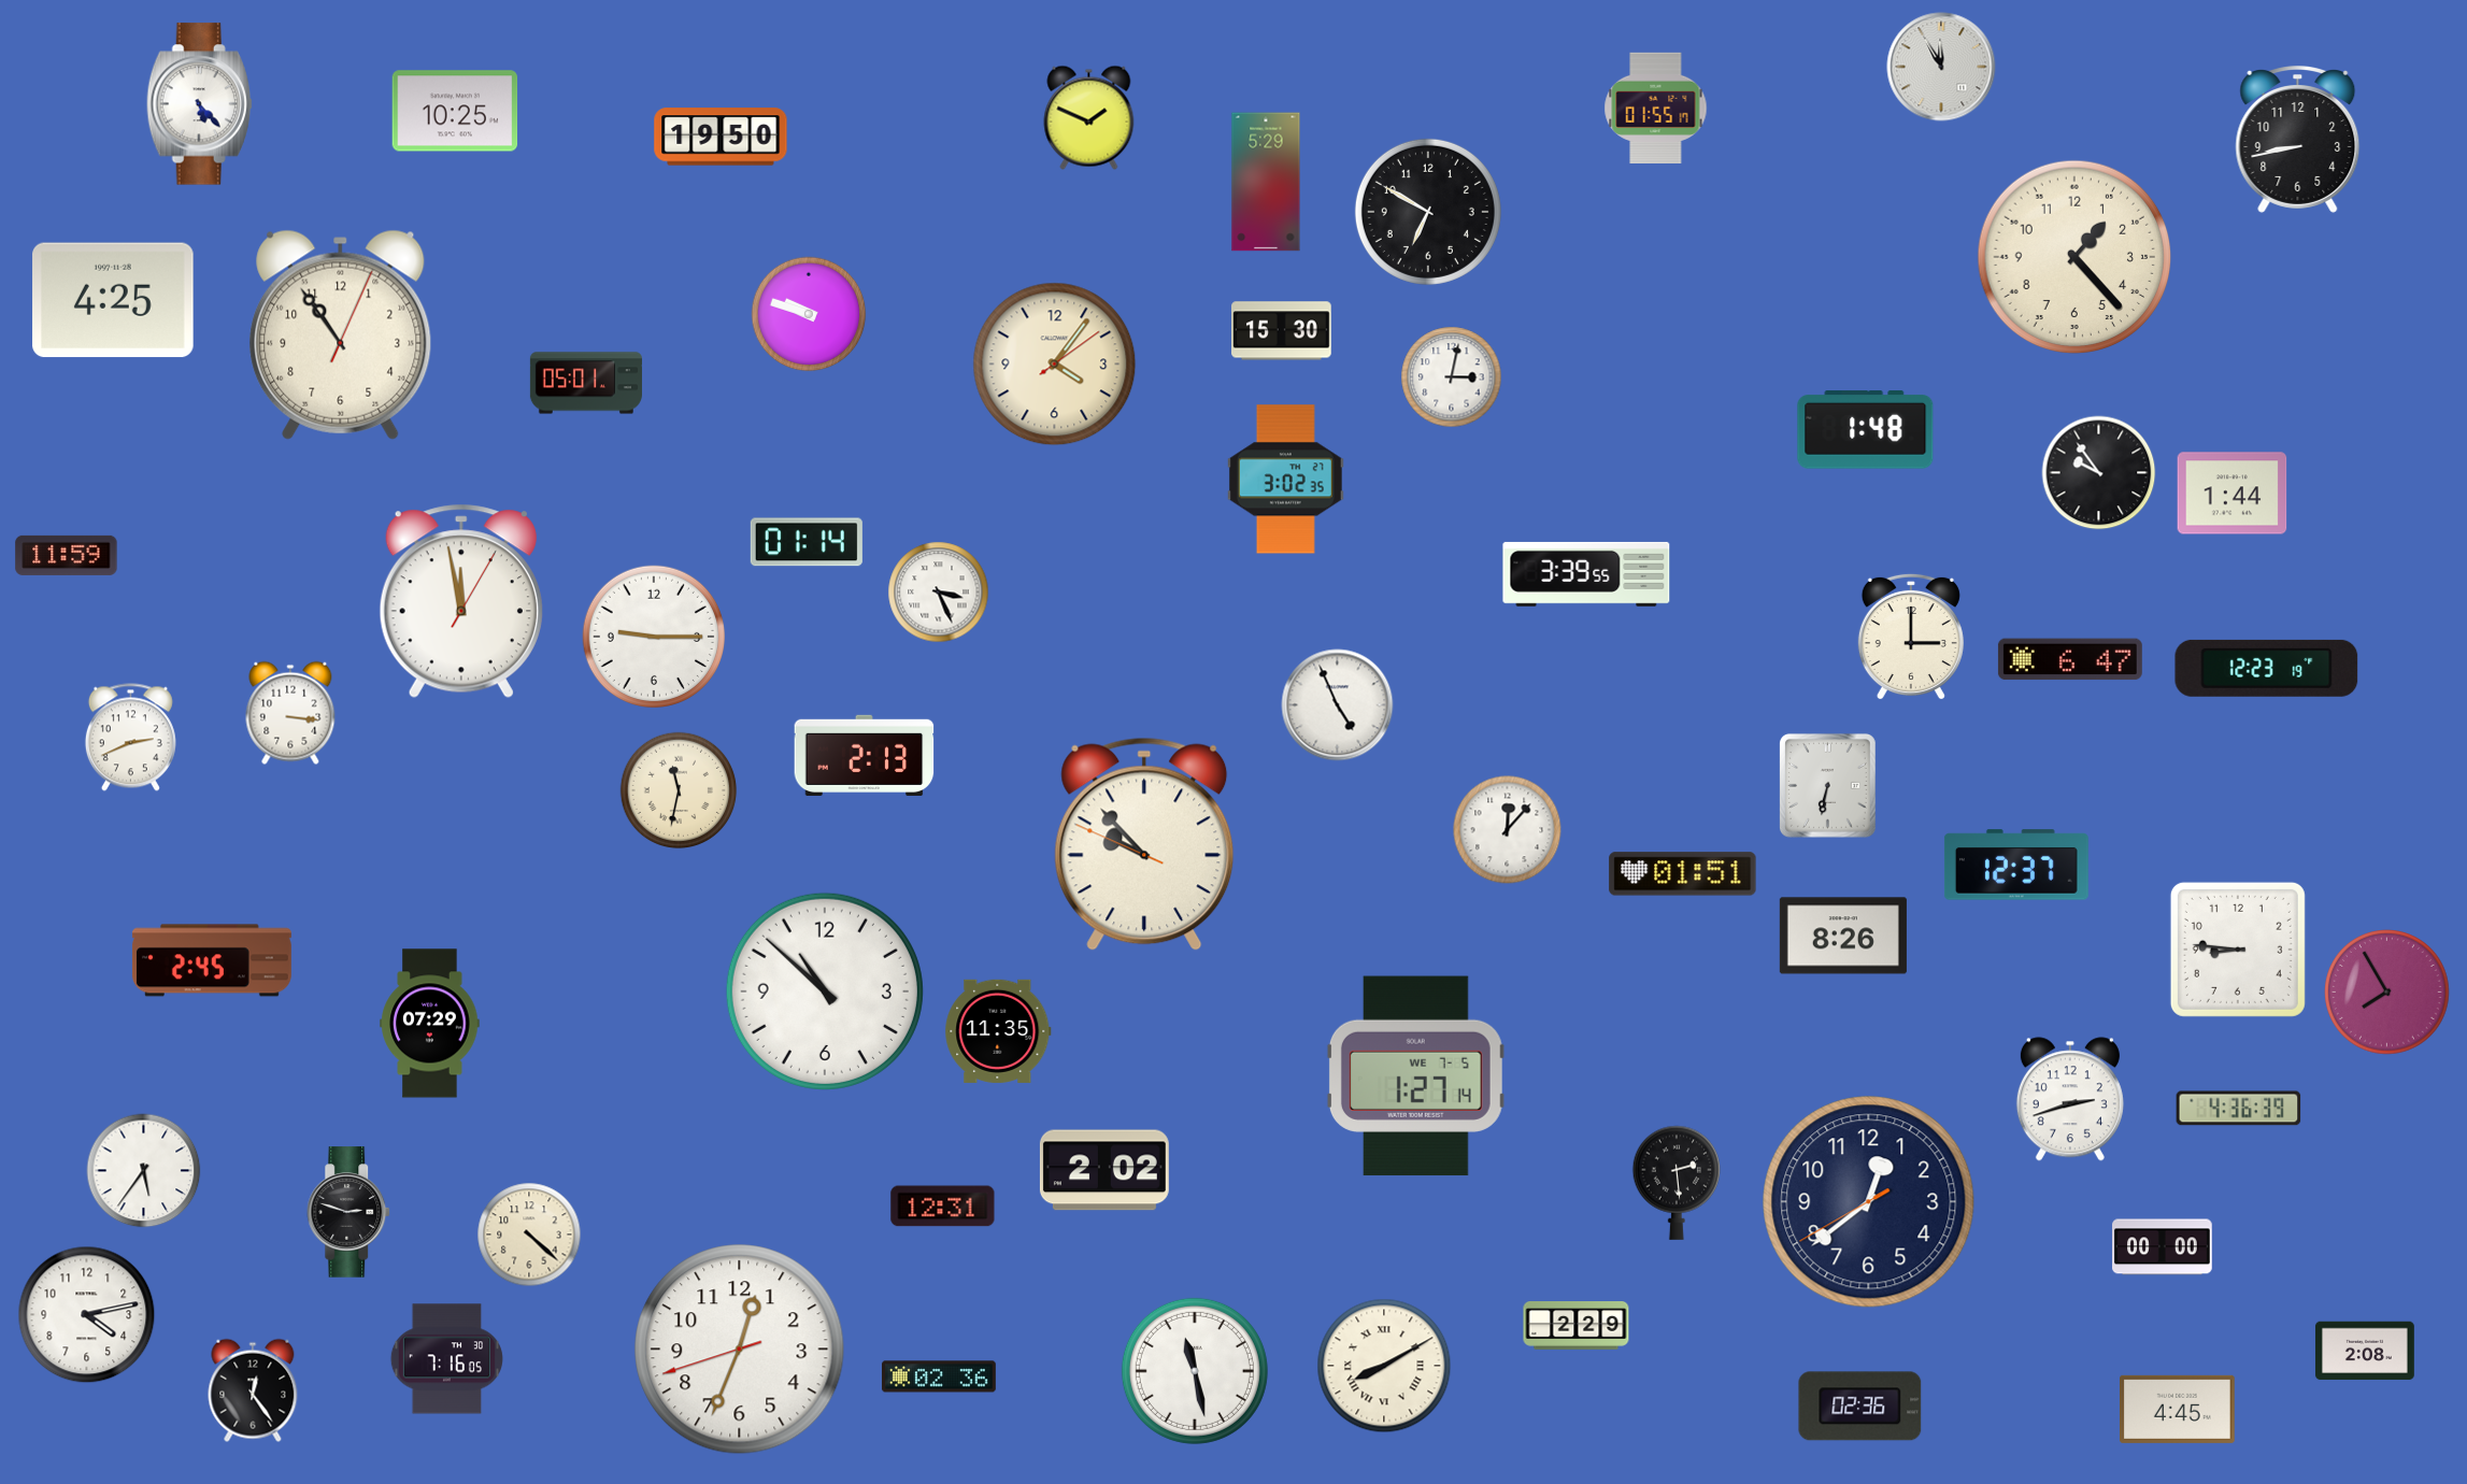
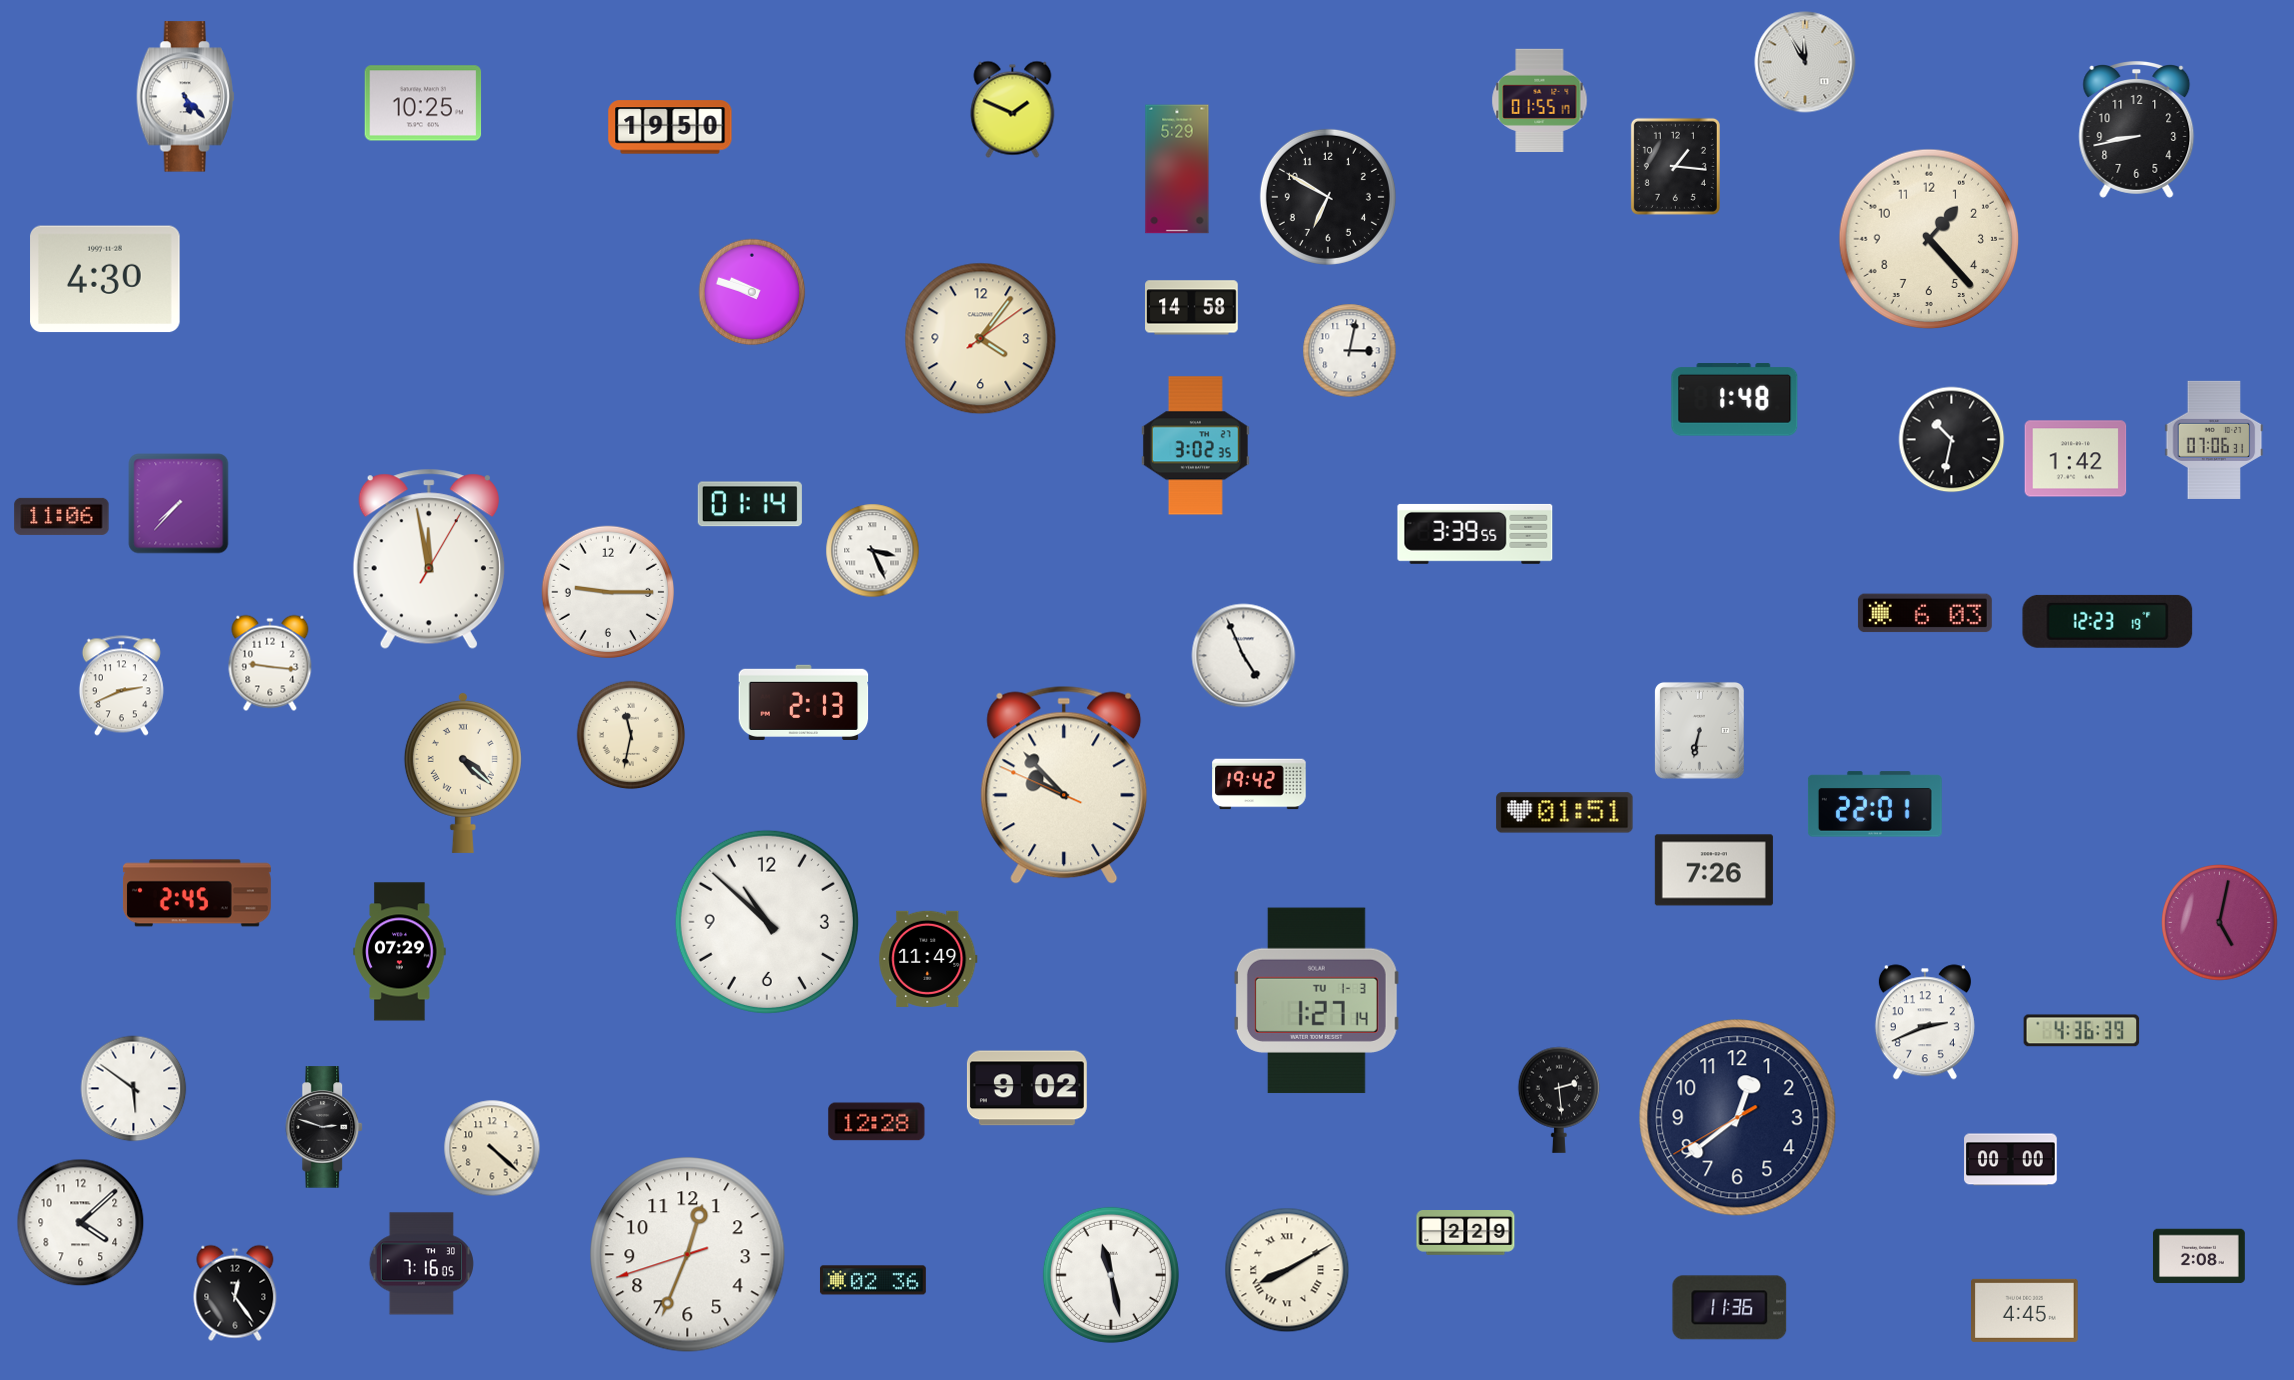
clock at (1675, 166): none -> 1:16
clock at (113, 300): 4:25 -> 4:30
clock at (1282, 331): 15:30 -> 14:58
clock at (341, 334): 10:54 -> none
clock at (586, 383): 05:01 -> none
clock at (2099, 473): 9:54 -> 10:32
clock at (2214, 440): none -> 07:06
clock at (2233, 494): 1:44 -> 1:42
clock at (179, 504): none -> 7:37
clock at (67, 555): 11:59 -> 11:06
clock at (1911, 637): 3:00 -> none
clock at (2070, 659): 6:47 -> 6:03
clock at (290, 713): 3:16 -> 9:16
clock at (463, 772): none -> 4:22
clock at (1508, 830): 12:07 -> none
clock at (1259, 784): none -> 19:42
clock at (2016, 865): 12:37 -> 22:01
clock at (1843, 936): 8:26 -> 7:26
clock at (2238, 950): 8:46 -> none
clock at (2387, 993): 7:55 -> 5:02
clock at (998, 1031): 11:35 -> 11:49
clock at (1415, 1076) date: WE 7-5 -> TU 1-3
clock at (2070, 1099): 2:42 -> 2:41
clock at (1104, 1170): 2:02 -> 9:02
clock at (144, 1171): 5:36 -> 5:51
clock at (943, 1207): 12:31 -> 12:28
clock at (87, 1315): 4:13 -> 4:08
clock at (446, 1359) position: (446, 1359) -> (421, 1264)
clock at (1860, 1407): 02:36 -> 11:36
